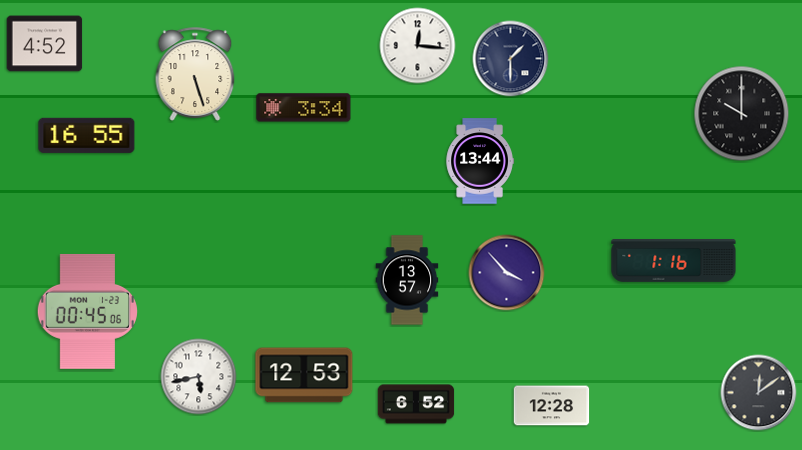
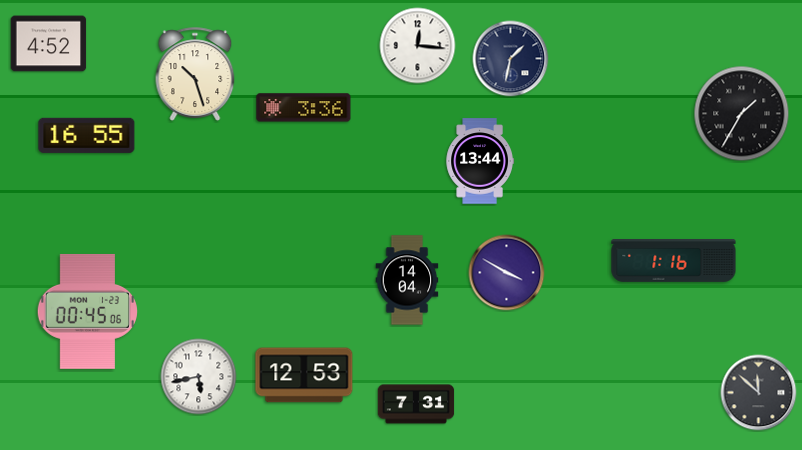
clock at (45, 44) position: (45, 44) -> (49, 44)
clock at (511, 59): 1:30 -> 1:32
clock at (195, 74): 5:27 -> 10:27
clock at (304, 108): 3:34 -> 3:36
clock at (742, 114): 10:00 -> 1:35
clock at (507, 273): 3:53 -> 3:50
clock at (407, 280): 13:57 -> 14:04
clock at (759, 393): 12:09 -> 11:52
clock at (416, 404): 6:52 -> 7:31
clock at (552, 406): 12:28 -> none
